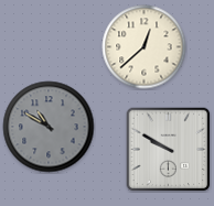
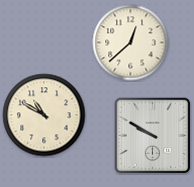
clock at (49, 127) dial: grey -> cream
